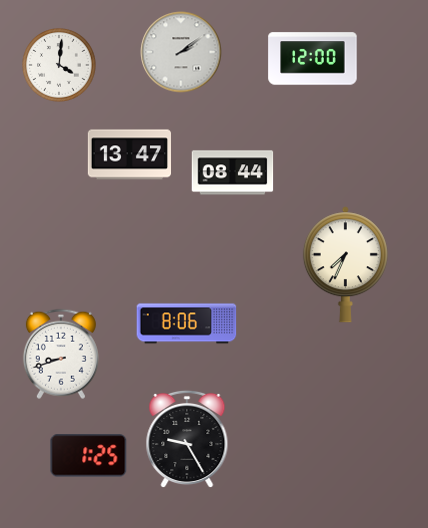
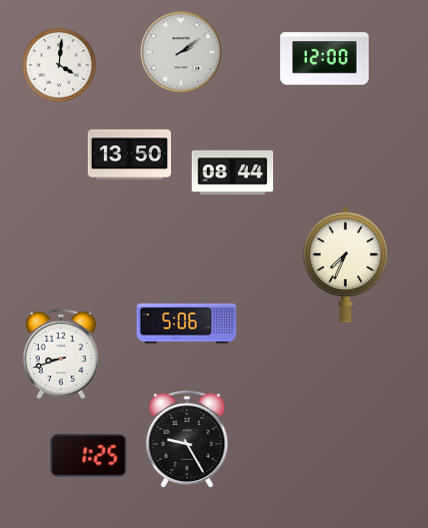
clock at (313, 59) position: (313, 59) -> (325, 59)
clock at (129, 155): 13:47 -> 13:50
clock at (187, 324): 8:06 -> 5:06
